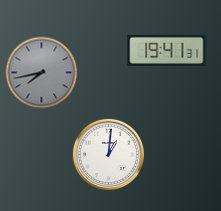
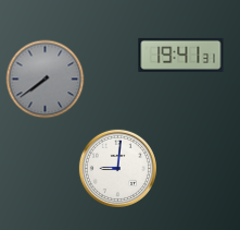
clock at (42, 73): 7:43 -> 7:39
clock at (108, 154): 1:01 -> 9:01
